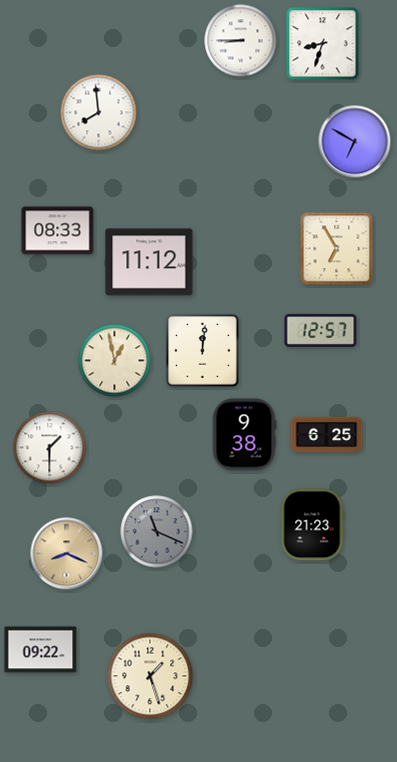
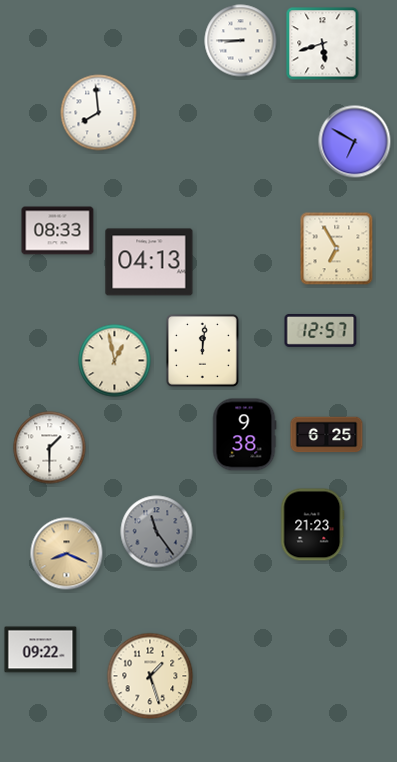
clock at (323, 44): 8:33 -> 5:42
clock at (149, 262): 11:12 -> 04:13
clock at (157, 532): 11:19 -> 11:24
